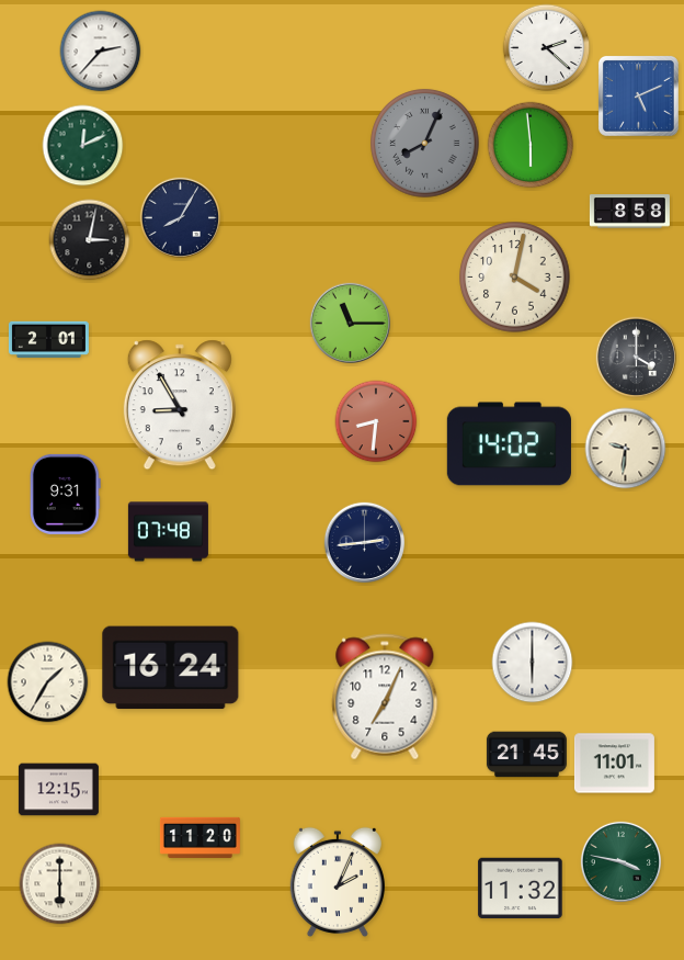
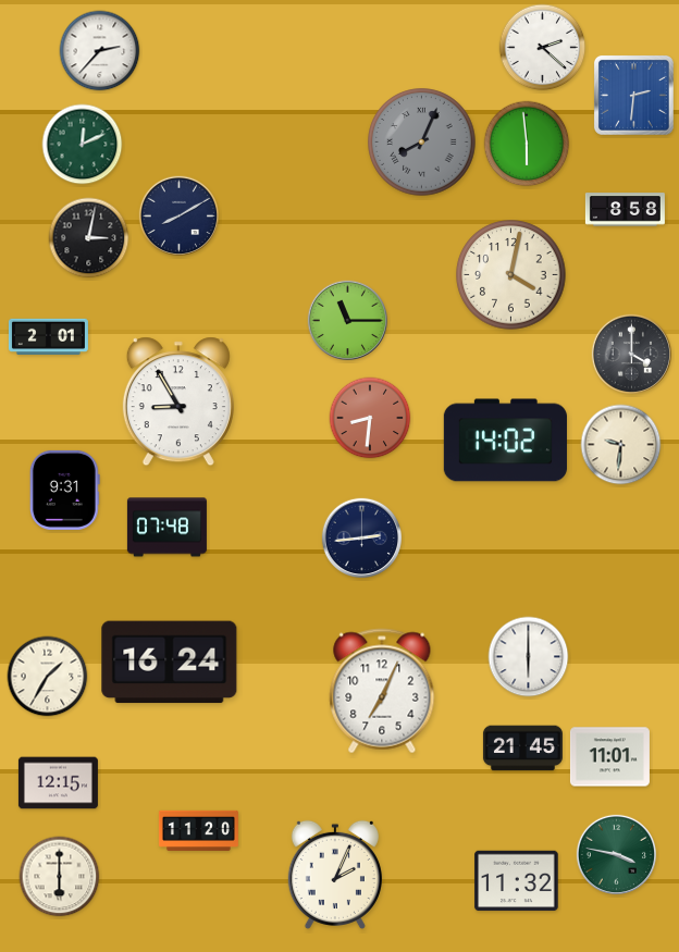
clock at (638, 95): 5:11 -> 2:31
clock at (180, 217): 8:05 -> 8:10
clock at (376, 421) position: (376, 421) -> (370, 418)
